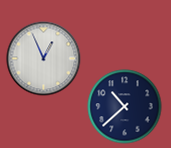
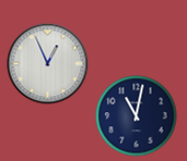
clock at (125, 107): 10:38 -> 11:02
